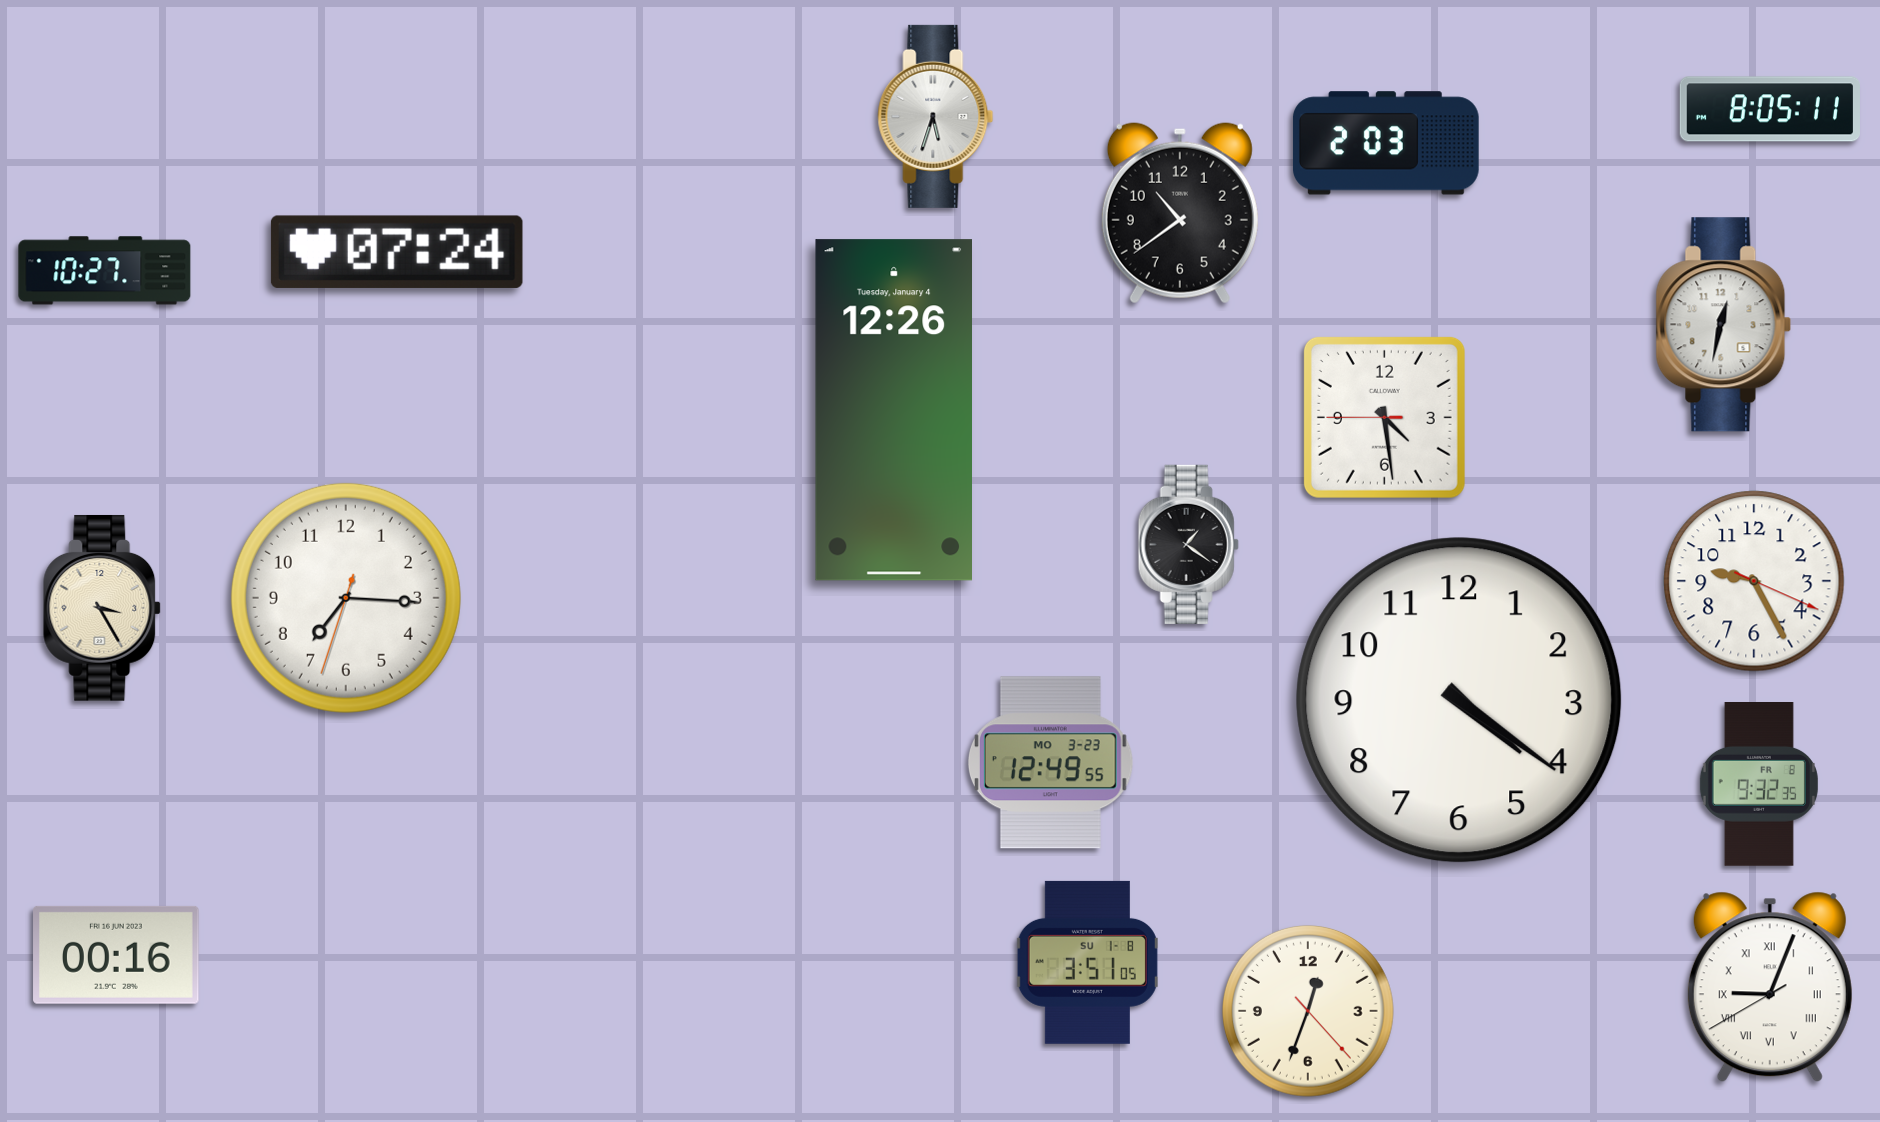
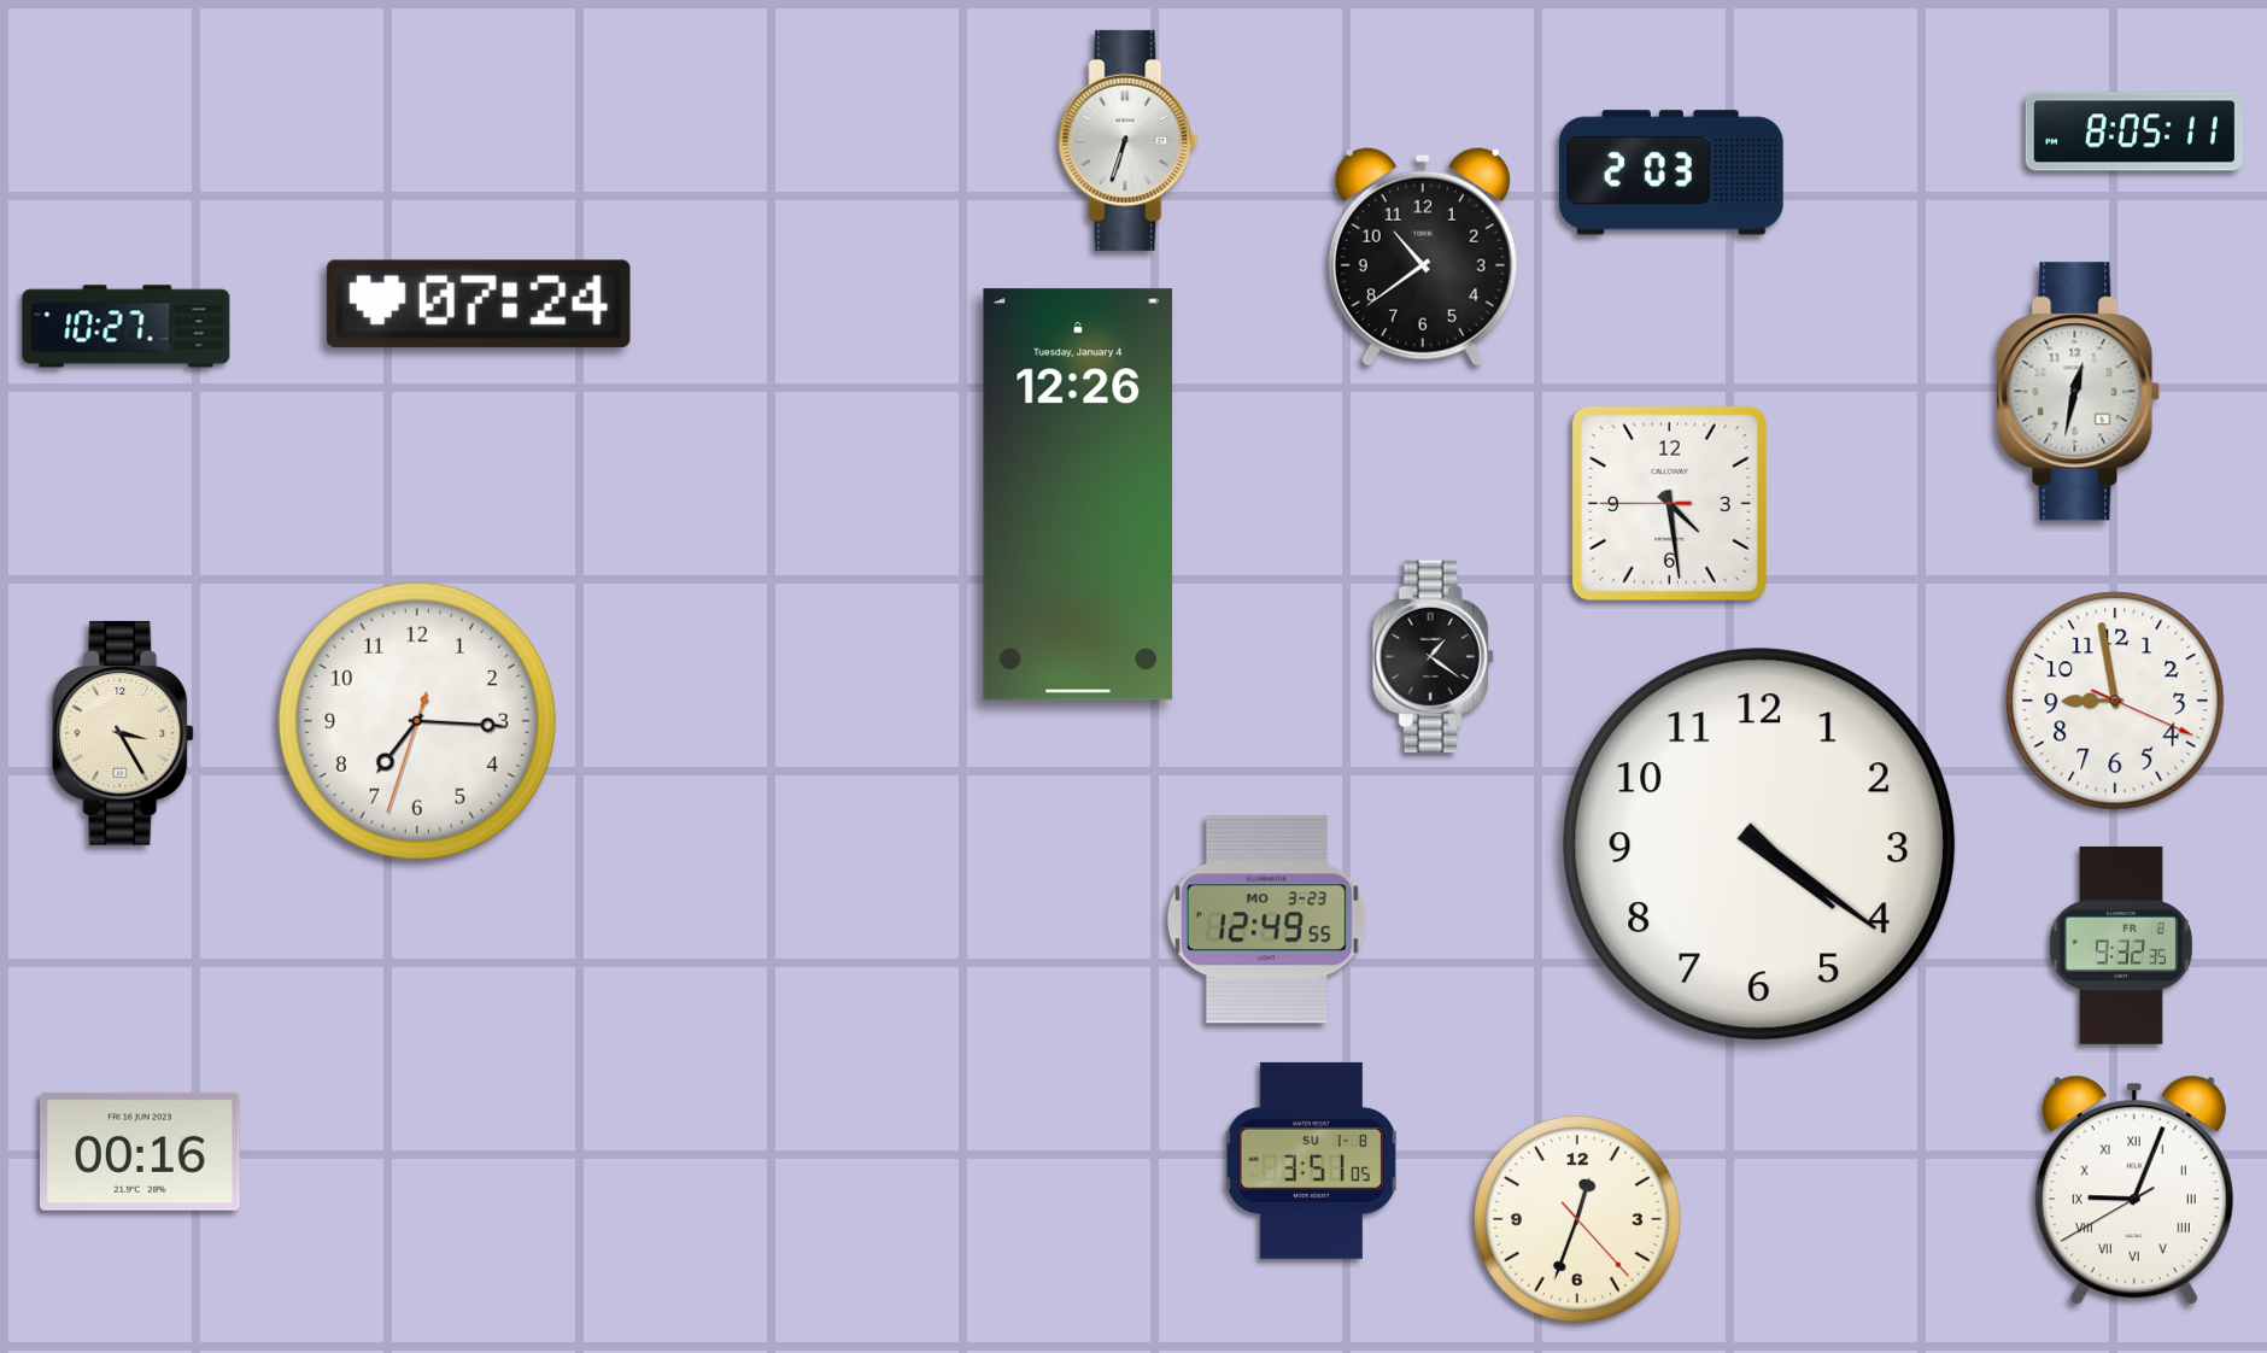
clock at (936, 116): 5:33 -> 6:33
clock at (1754, 581): 9:25 -> 8:58
